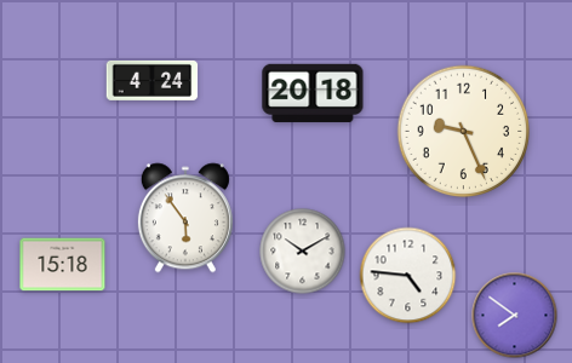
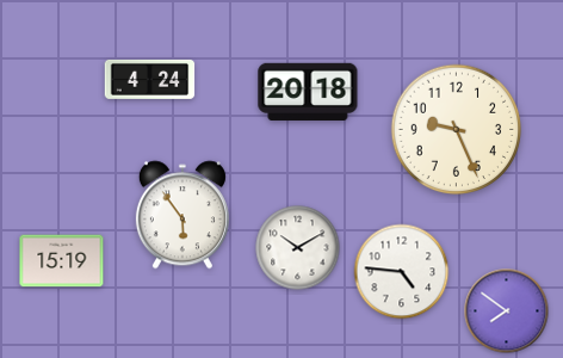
clock at (63, 265): 15:18 -> 15:19
